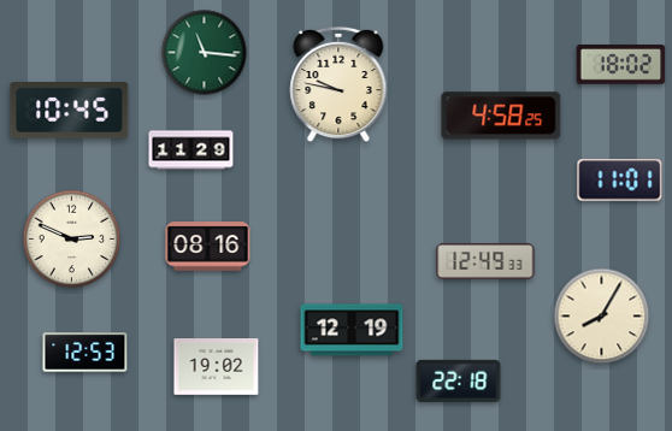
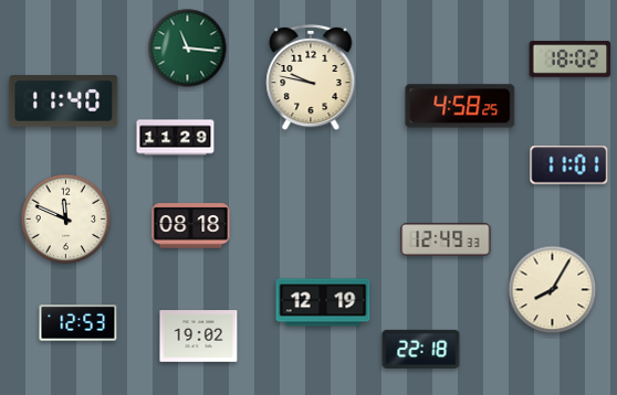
clock at (70, 111): 10:45 -> 11:40
clock at (72, 240): 2:49 -> 11:49
clock at (208, 247): 08:16 -> 08:18
